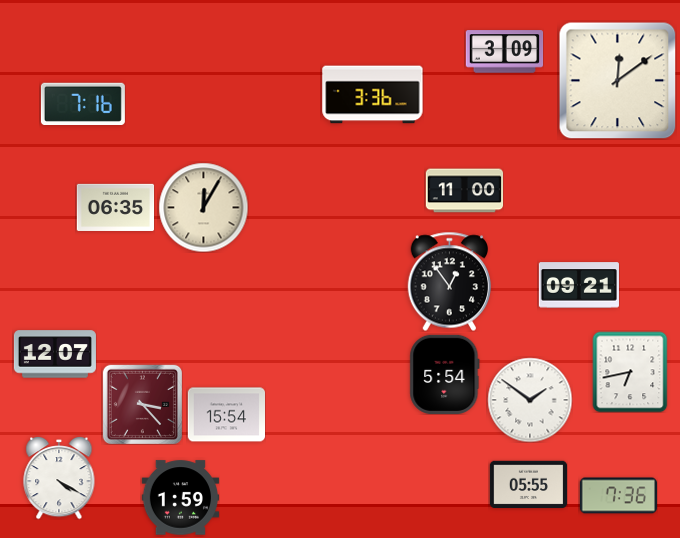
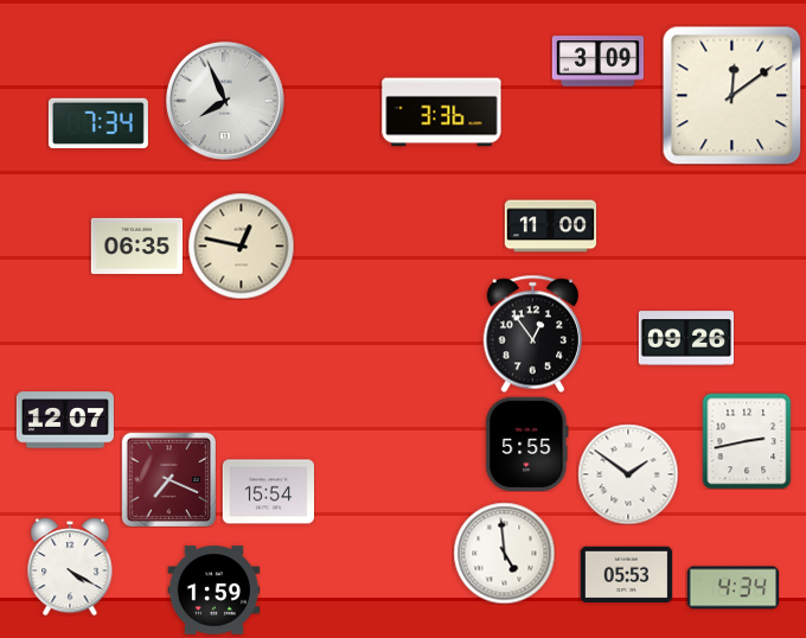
clock at (225, 101): none -> 7:56
clock at (83, 103): 7:16 -> 7:34
clock at (203, 207): 12:05 -> 12:47
clock at (579, 285): 09:21 -> 09:26
clock at (630, 372): 6:43 -> 2:43
clock at (445, 374): 5:54 -> 5:55
clock at (142, 404): 3:23 -> 7:19
clock at (504, 553): none -> 4:59
clock at (528, 485): 05:55 -> 05:53
clock at (618, 496): 7:36 -> 4:34
